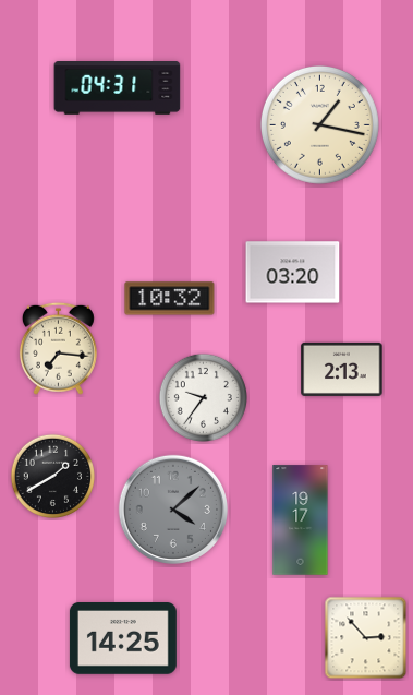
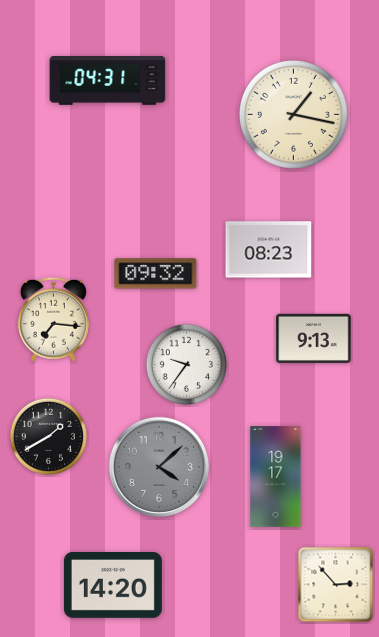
clock at (293, 273): 03:20 -> 08:23
clock at (170, 299): 10:32 -> 09:32
clock at (342, 369): 2:13 -> 9:13
clock at (123, 639): 14:25 -> 14:20
